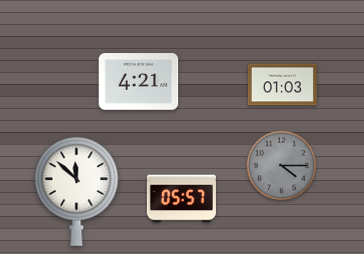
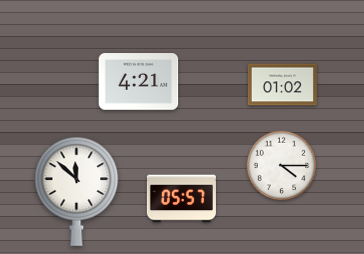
clock at (282, 85): 01:03 -> 01:02
clock at (282, 166) dial: grey -> white
